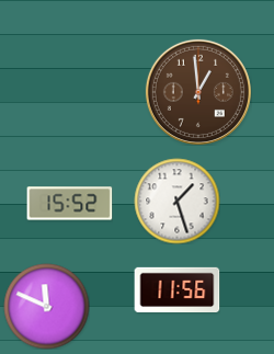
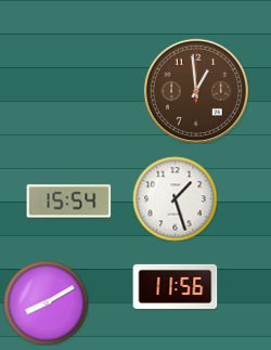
clock at (69, 204): 15:52 -> 15:54
clock at (46, 306): 11:49 -> 8:10
